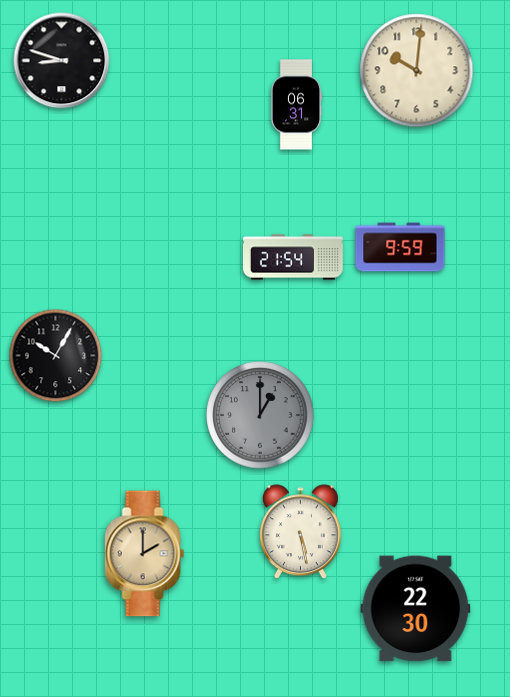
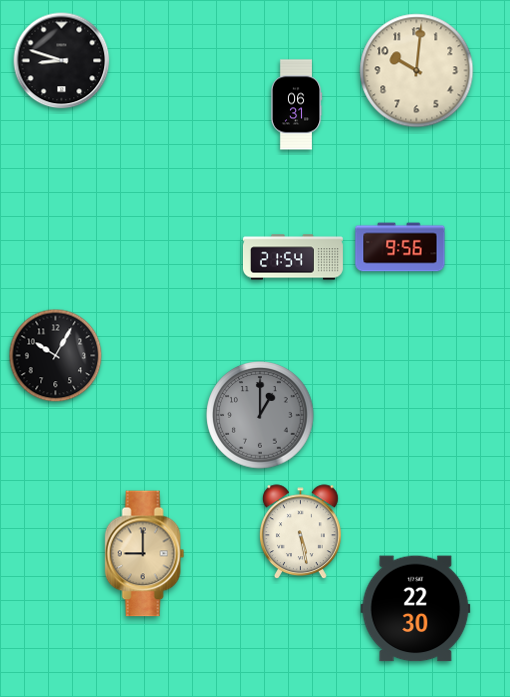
clock at (400, 247): 9:59 -> 9:56
clock at (145, 554): 2:00 -> 9:00
